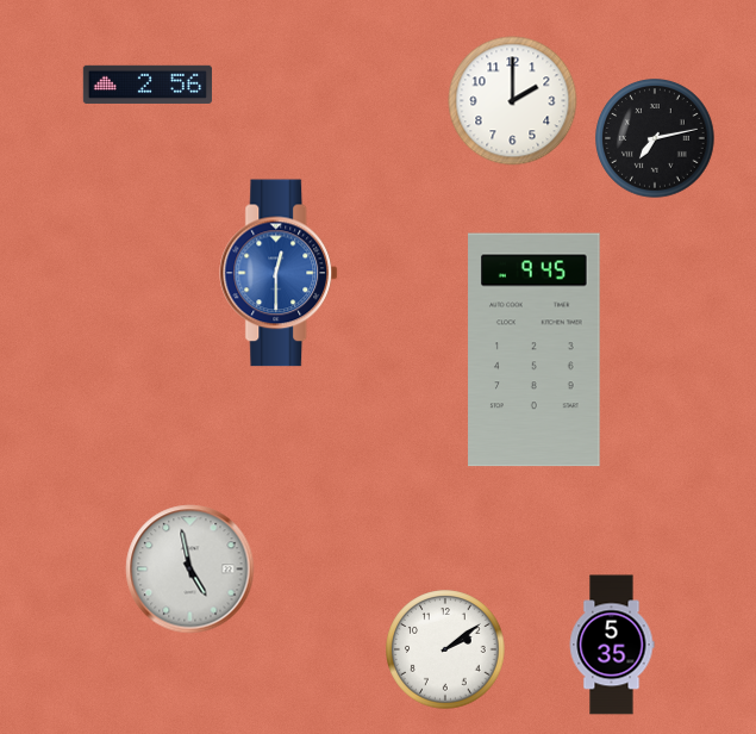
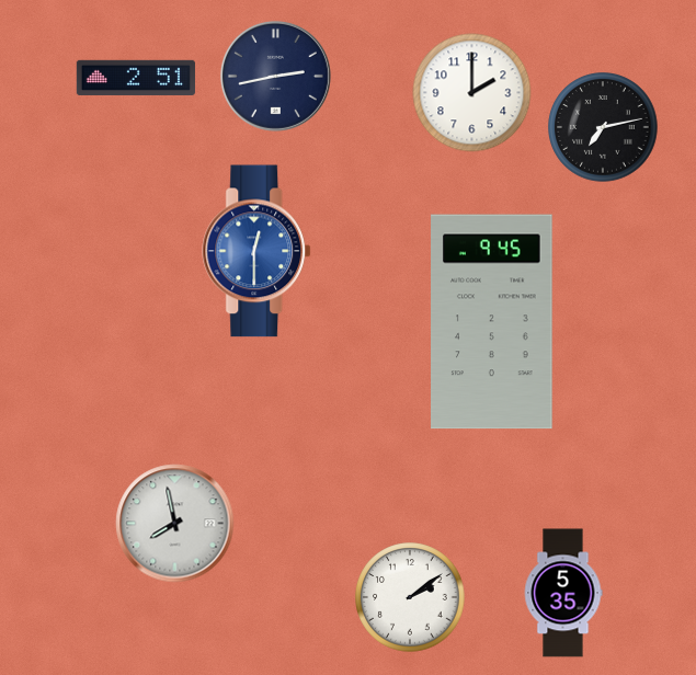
clock at (275, 76): none -> 2:43
clock at (148, 85): 2:56 -> 2:51
clock at (190, 570): 4:58 -> 7:58
